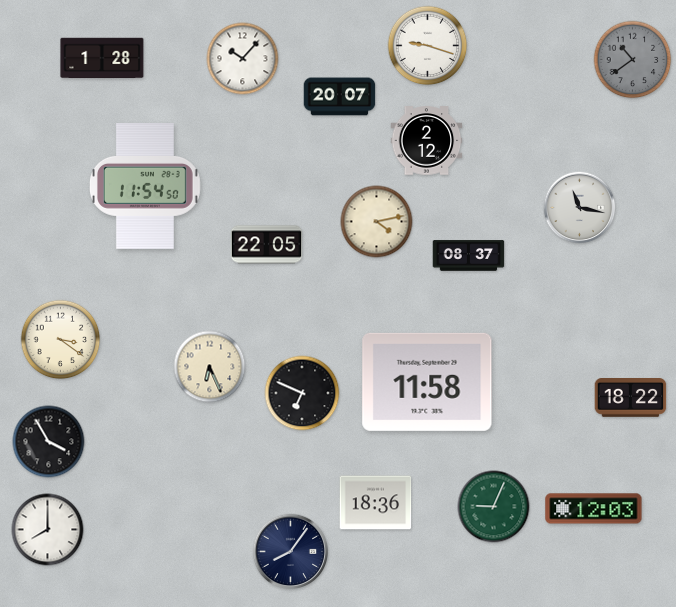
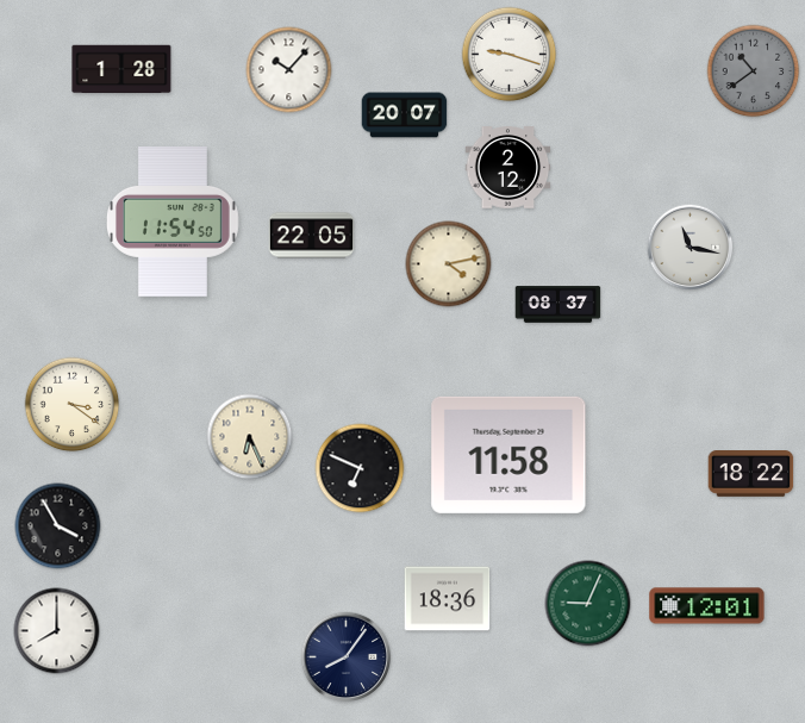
clock at (267, 245) position: (267, 245) -> (312, 236)
clock at (594, 509): 12:03 -> 12:01
